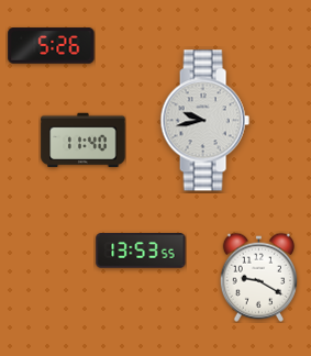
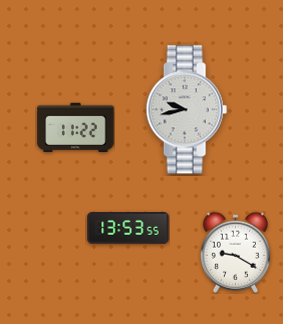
clock at (52, 46): 5:26 -> none
clock at (84, 141): 11:40 -> 11:22
